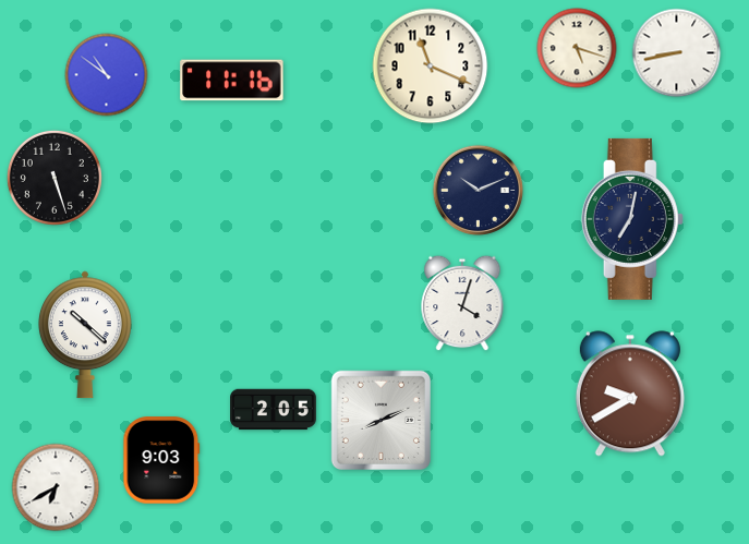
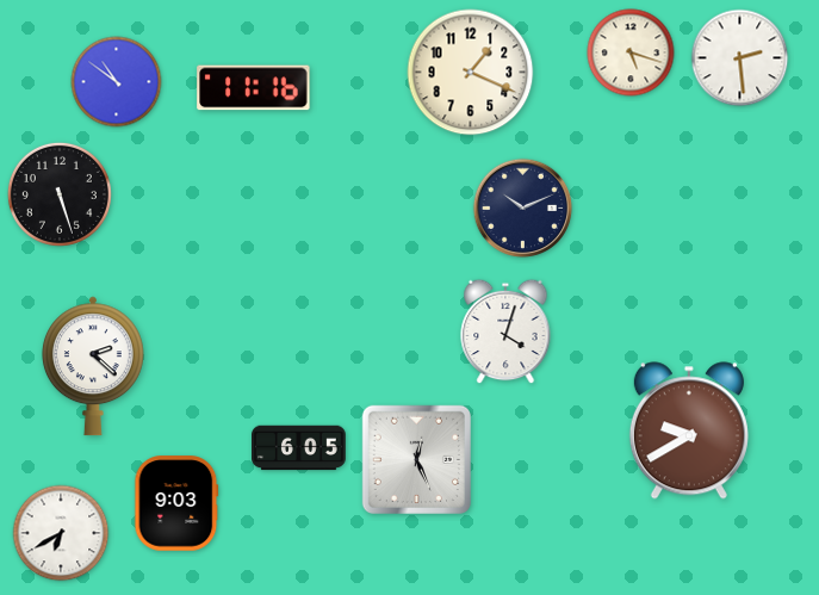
clock at (677, 53): 8:43 -> 2:29
clock at (431, 67): 11:19 -> 1:19
clock at (632, 219): 7:02 -> none
clock at (85, 335): 10:22 -> 2:22
clock at (274, 410): 2:05 -> 6:05
clock at (380, 420): 8:11 -> 12:26
